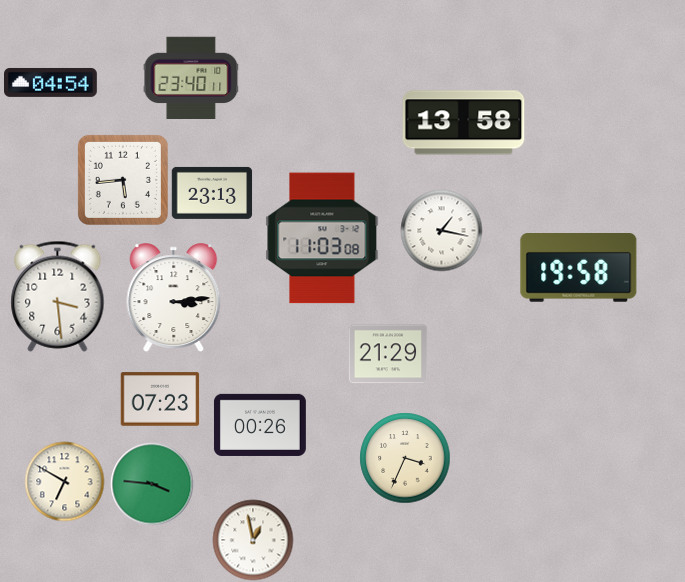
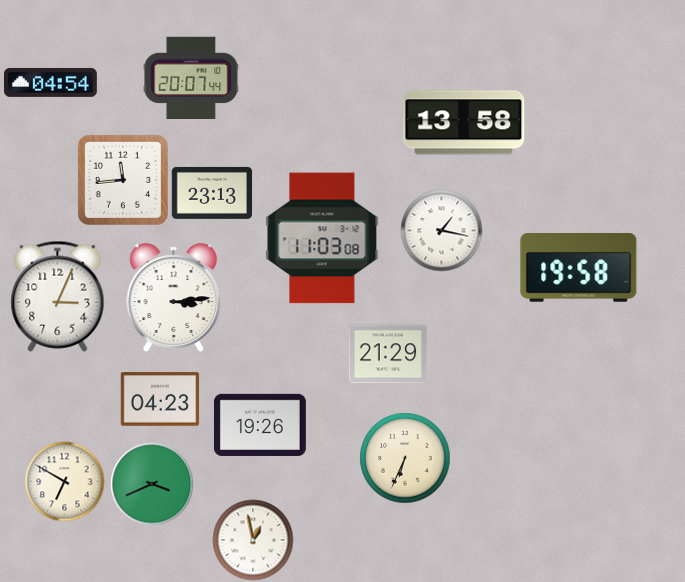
clock at (191, 77): 23:40 -> 20:07
clock at (123, 180): 5:44 -> 11:44
clock at (58, 296): 3:29 -> 3:04
clock at (160, 399): 07:23 -> 04:23
clock at (260, 425): 00:26 -> 19:26
clock at (405, 458): 3:34 -> 6:34
clock at (152, 484): 3:46 -> 3:41
